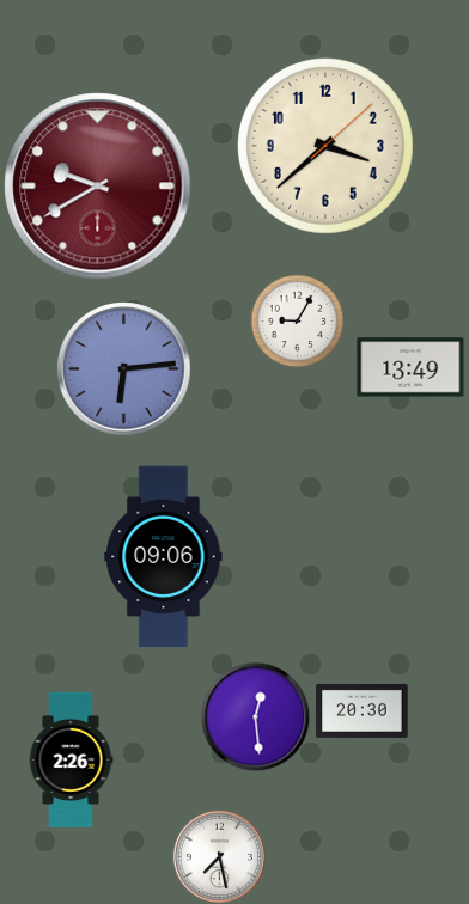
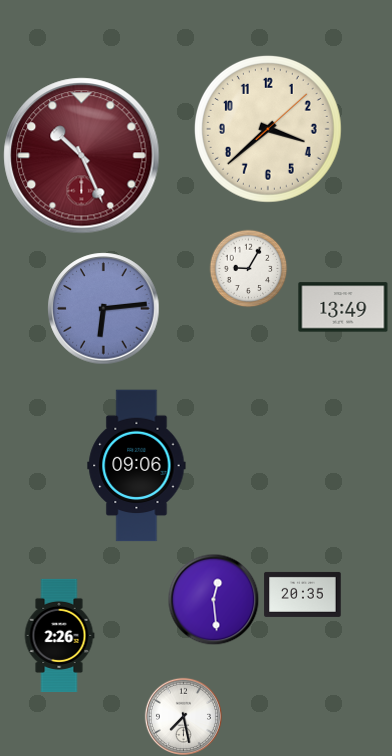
clock at (325, 146) position: (325, 146) -> (268, 129)
clock at (98, 187): 9:40 -> 10:26
clock at (363, 710): 20:30 -> 20:35
